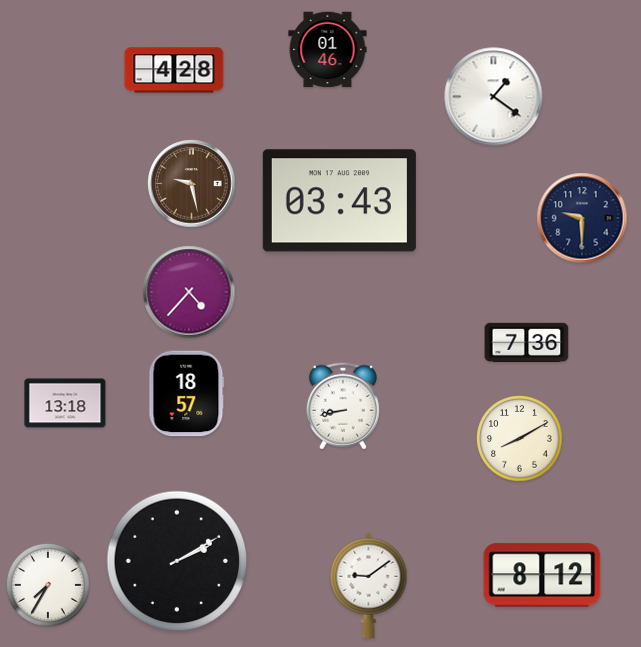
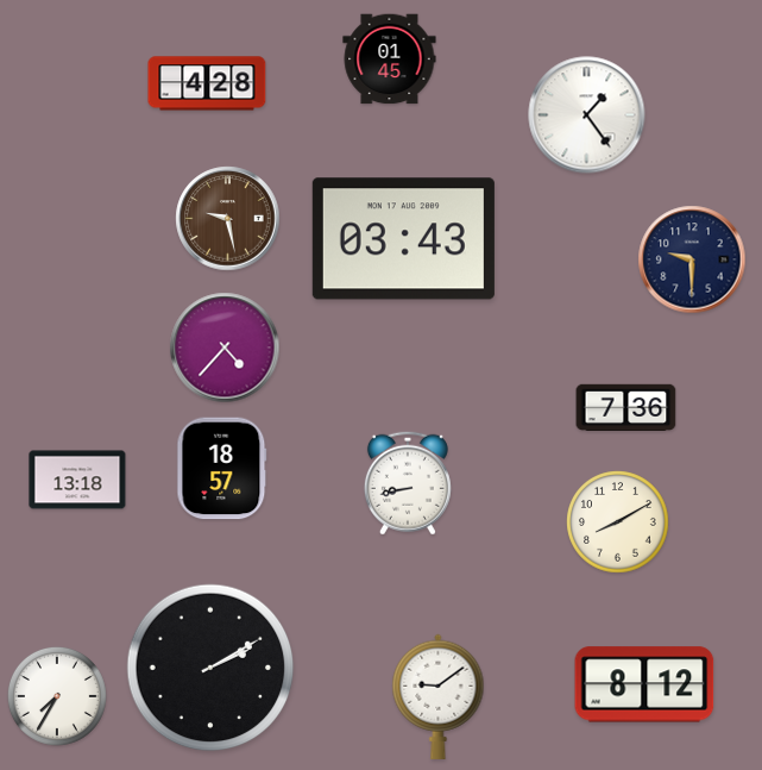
clock at (328, 50): 01:46 -> 01:45
clock at (494, 97): 1:21 -> 1:24
